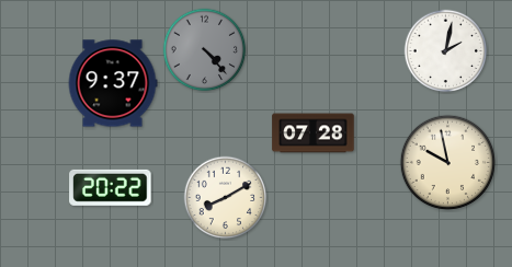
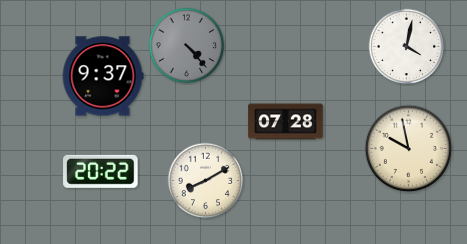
clock at (446, 51): 2:02 -> 4:02
